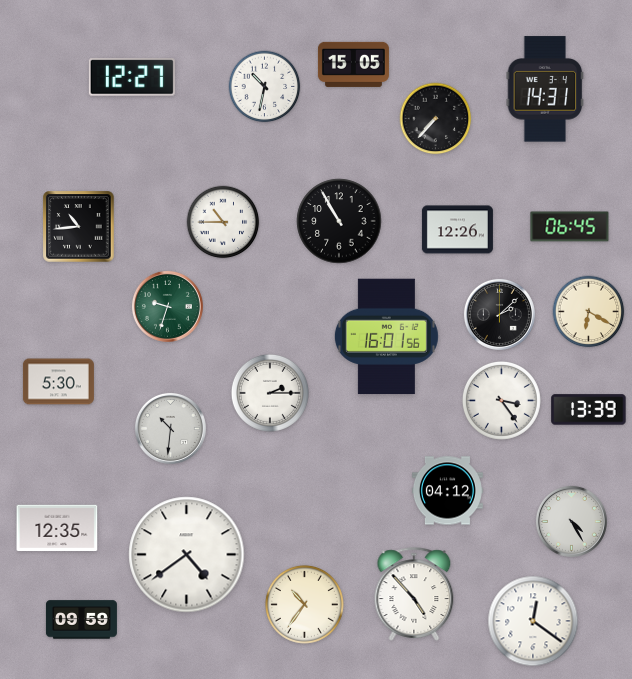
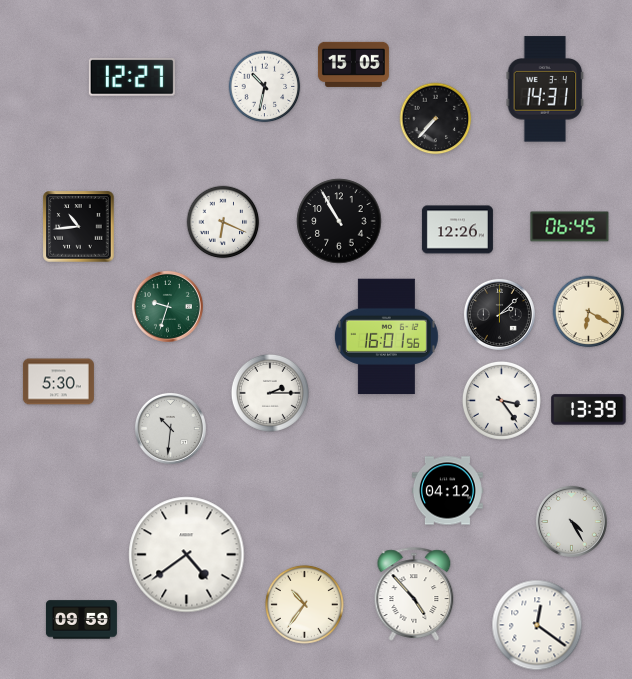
clock at (223, 222): 10:45 -> 6:19
clock at (57, 528): 12:35 -> none
clock at (533, 621) position: (533, 621) -> (537, 625)
